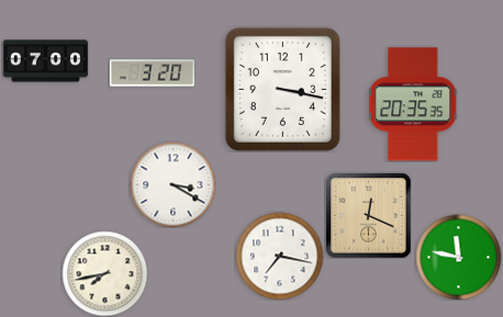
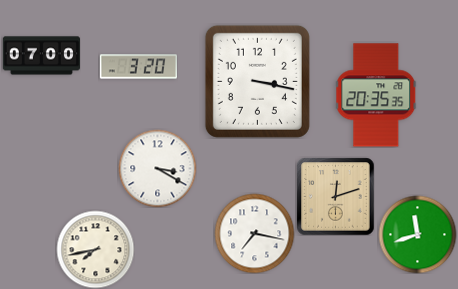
clock at (368, 215): 12:19 -> 12:12
clock at (458, 257): 11:47 -> 11:42
